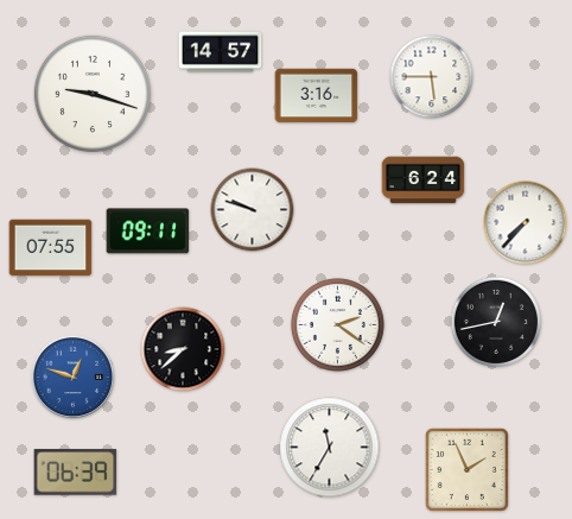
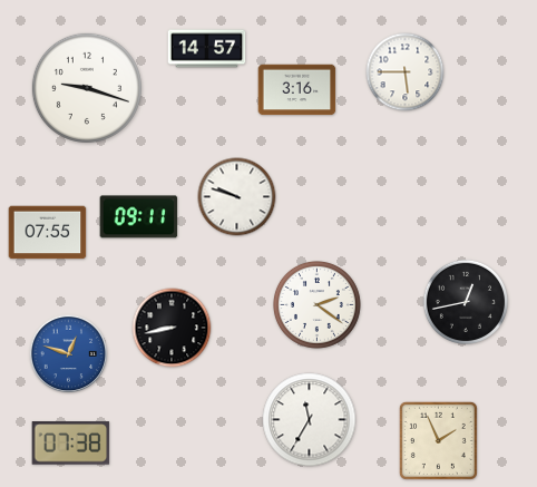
clock at (424, 181): 6:24 -> none
clock at (526, 223): 7:37 -> none
clock at (183, 349): 8:38 -> 8:43
clock at (76, 473): 06:39 -> 07:38
